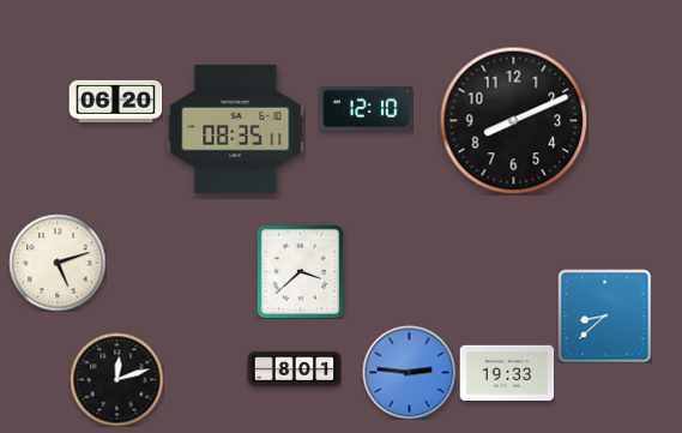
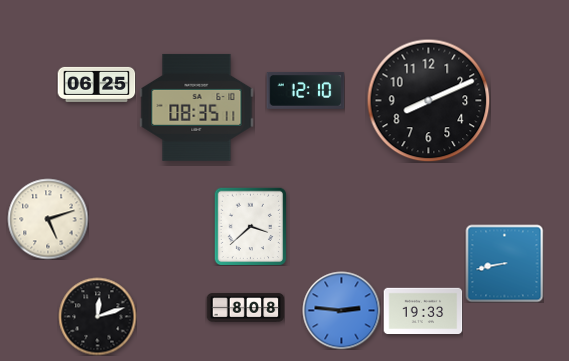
clock at (115, 101): 06:20 -> 06:25
clock at (604, 315): 8:38 -> 8:43
clock at (294, 369): 8:01 -> 8:08
